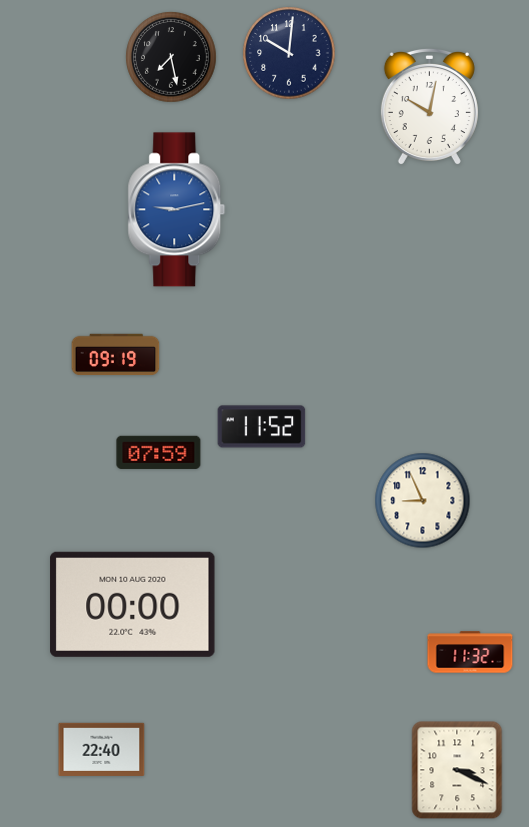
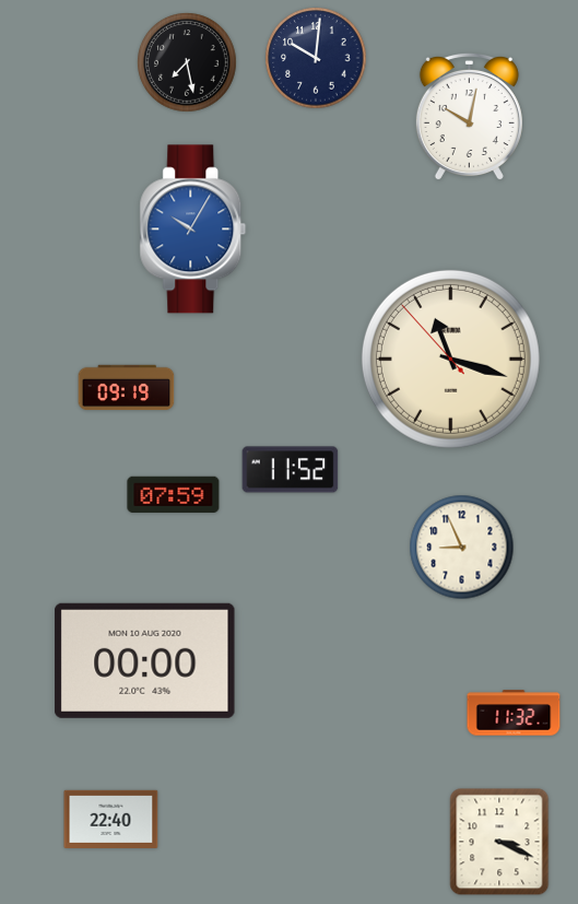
clock at (177, 210): 9:13 -> 10:05
clock at (450, 359): none -> 11:17
clock at (262, 427) position: (262, 427) -> (291, 470)
